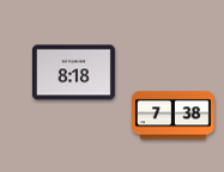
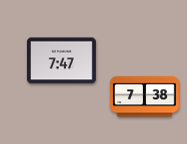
clock at (73, 73): 8:18 -> 7:47
